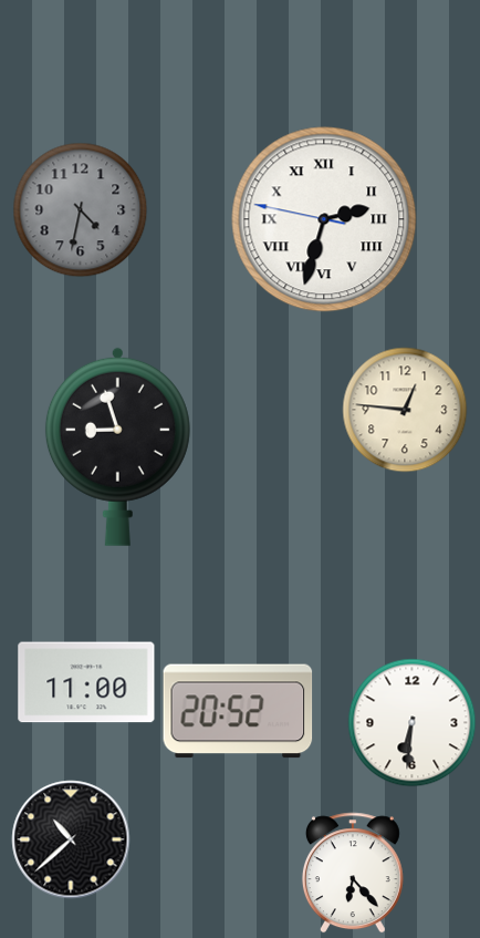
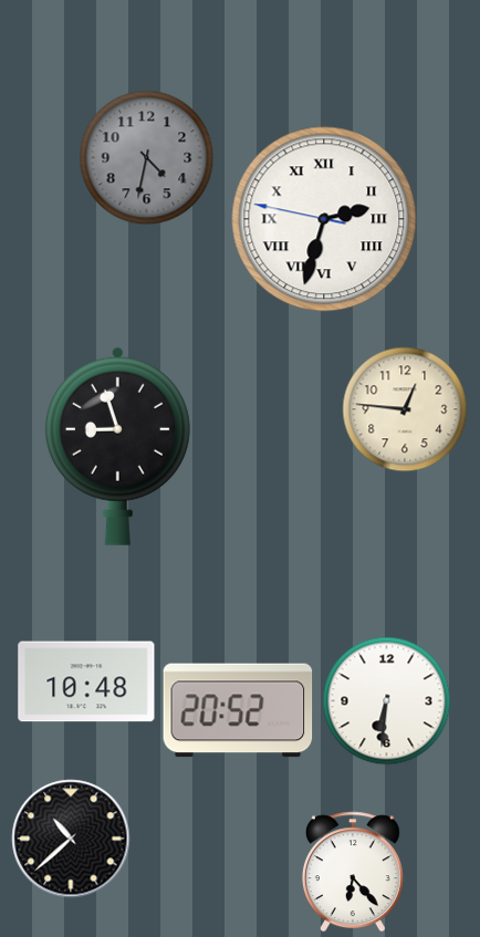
clock at (81, 210) position: (81, 210) -> (147, 158)
clock at (86, 682): 11:00 -> 10:48
clock at (413, 723) position: (413, 723) -> (387, 701)
